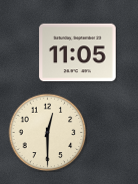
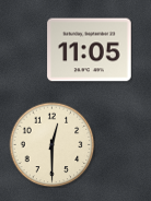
clock at (78, 53) position: (78, 53) -> (90, 50)
